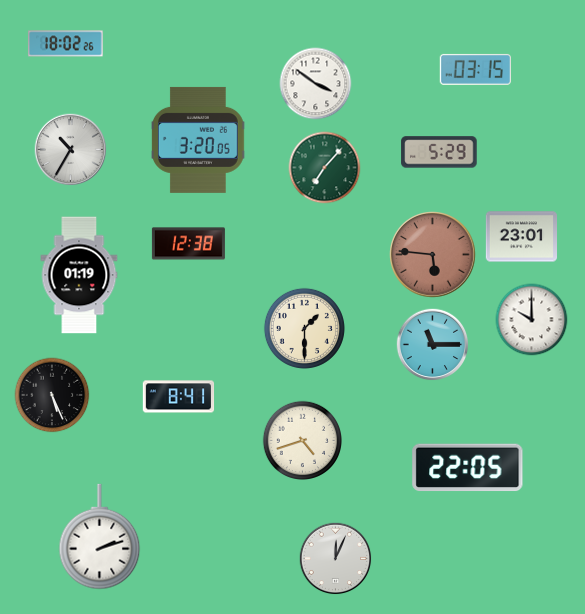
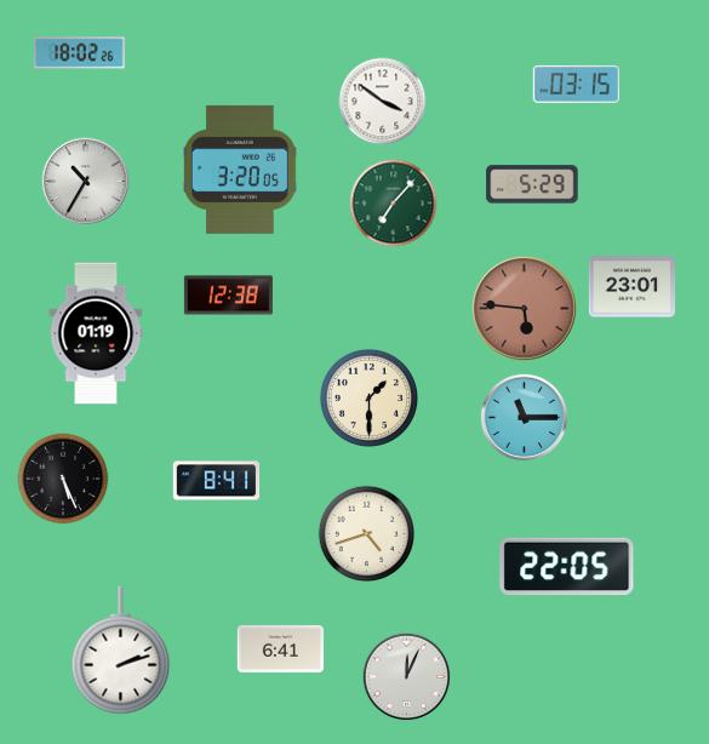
clock at (532, 320): 10:00 -> none
clock at (281, 648): none -> 6:41
